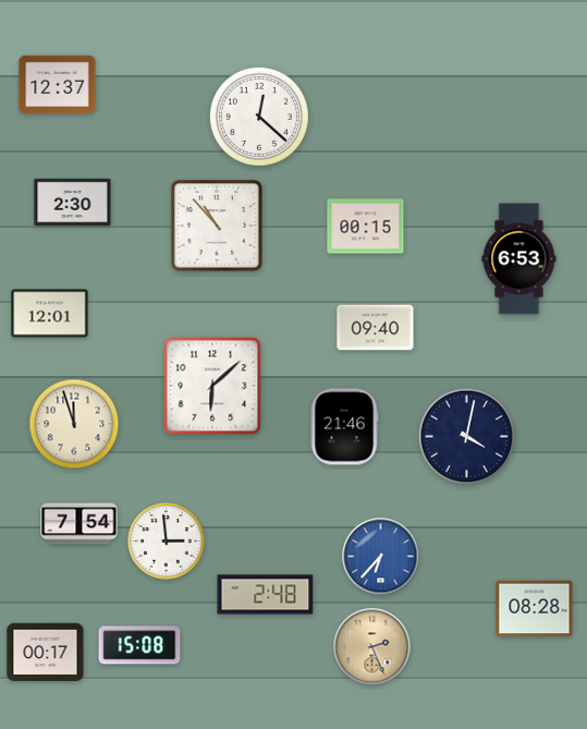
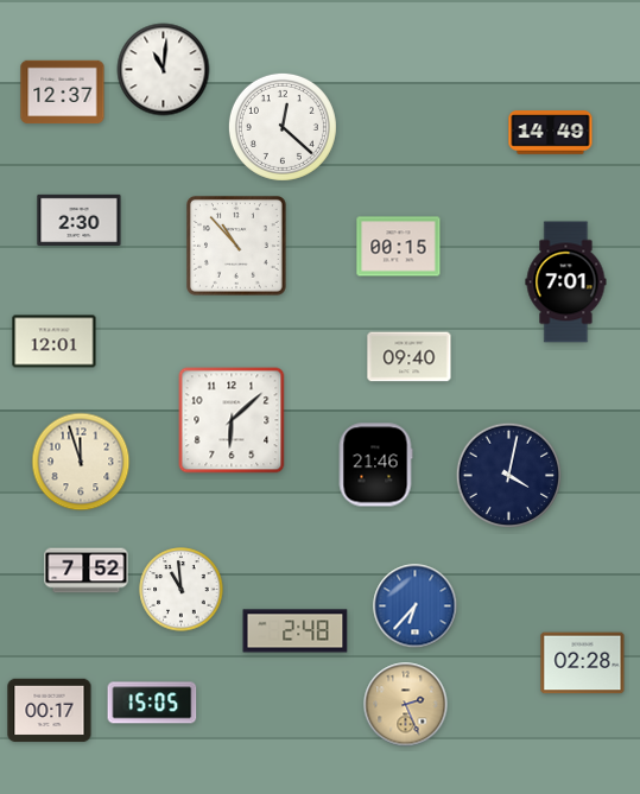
clock at (164, 70): none -> 11:01
clock at (551, 133): none -> 14:49
clock at (519, 259): 6:53 -> 7:01
clock at (80, 524): 7:54 -> 7:52
clock at (167, 542): 2:59 -> 10:59
clock at (266, 595) position: (266, 595) -> (296, 631)
clock at (535, 609): 08:28 -> 02:28
clock at (139, 645): 15:08 -> 15:05
